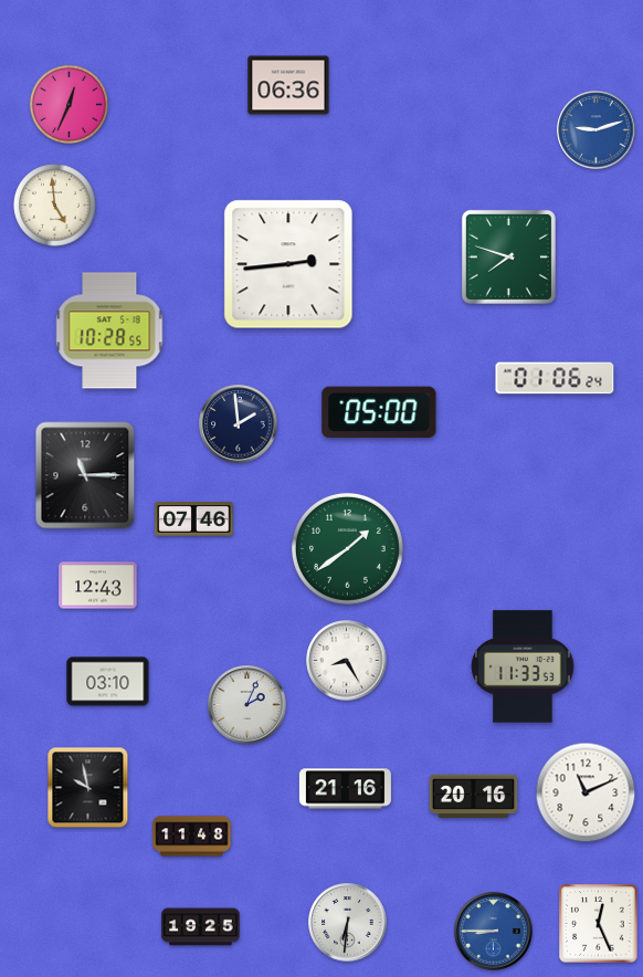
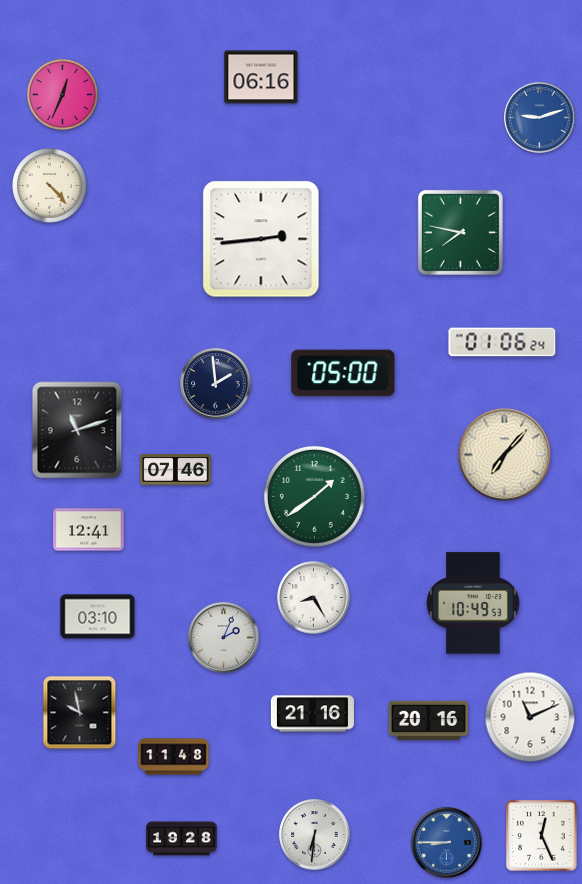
clock at (288, 85): 06:36 -> 06:16
clock at (55, 206): 4:59 -> 4:23
clock at (508, 256): 7:48 -> 7:47
clock at (109, 330): 10:28 -> none
clock at (85, 475): 11:15 -> 11:12
clock at (505, 455): none -> 7:07
clock at (98, 586): 12:43 -> 12:41
clock at (523, 666): 11:33 -> 10:49
clock at (201, 927): 19:25 -> 19:28
